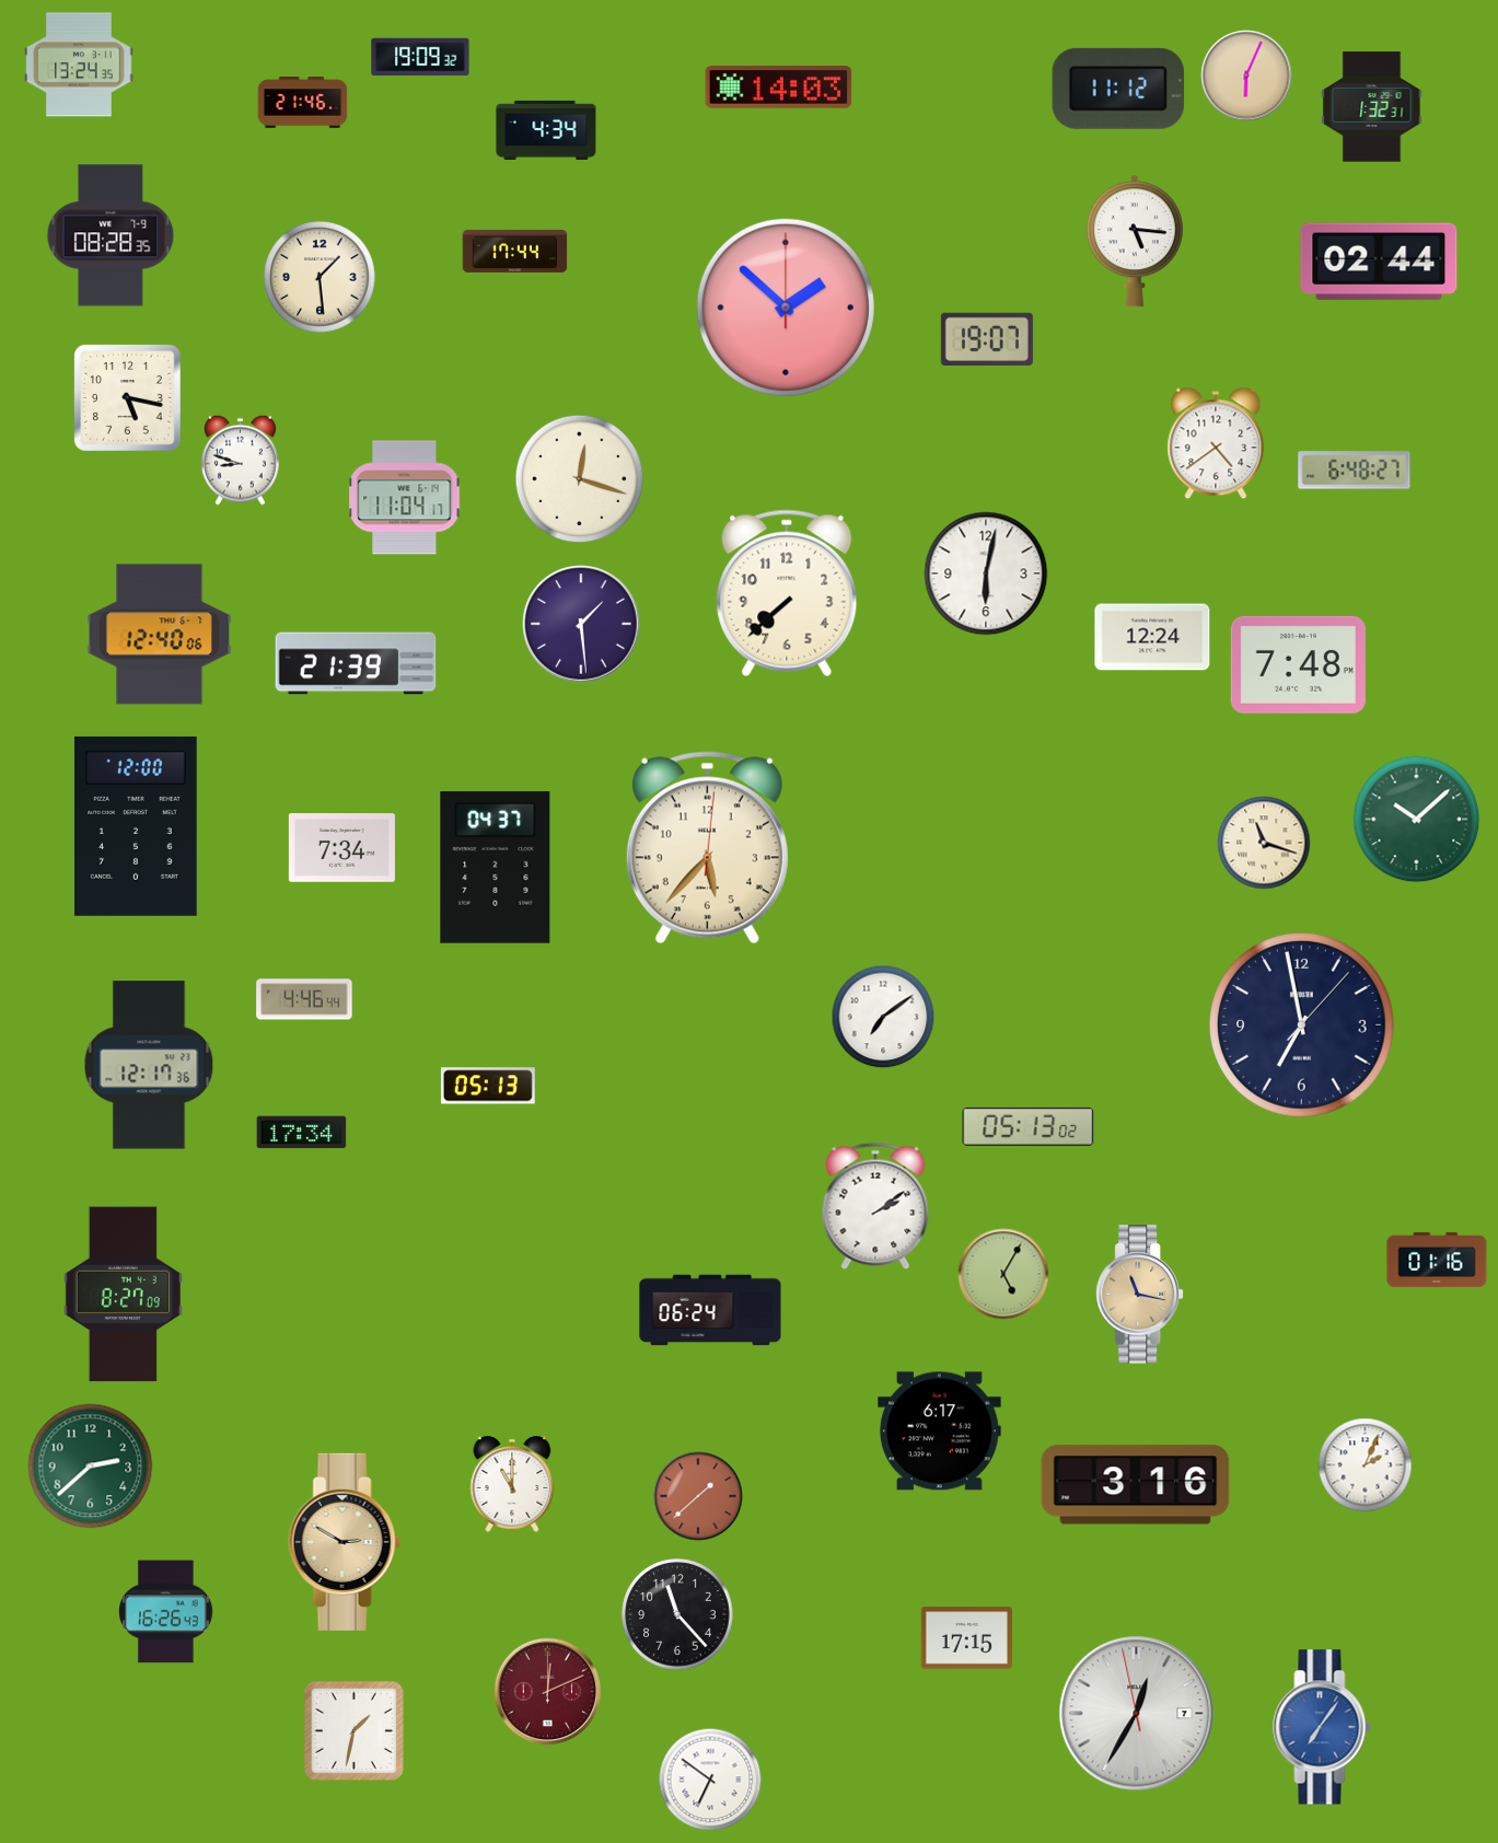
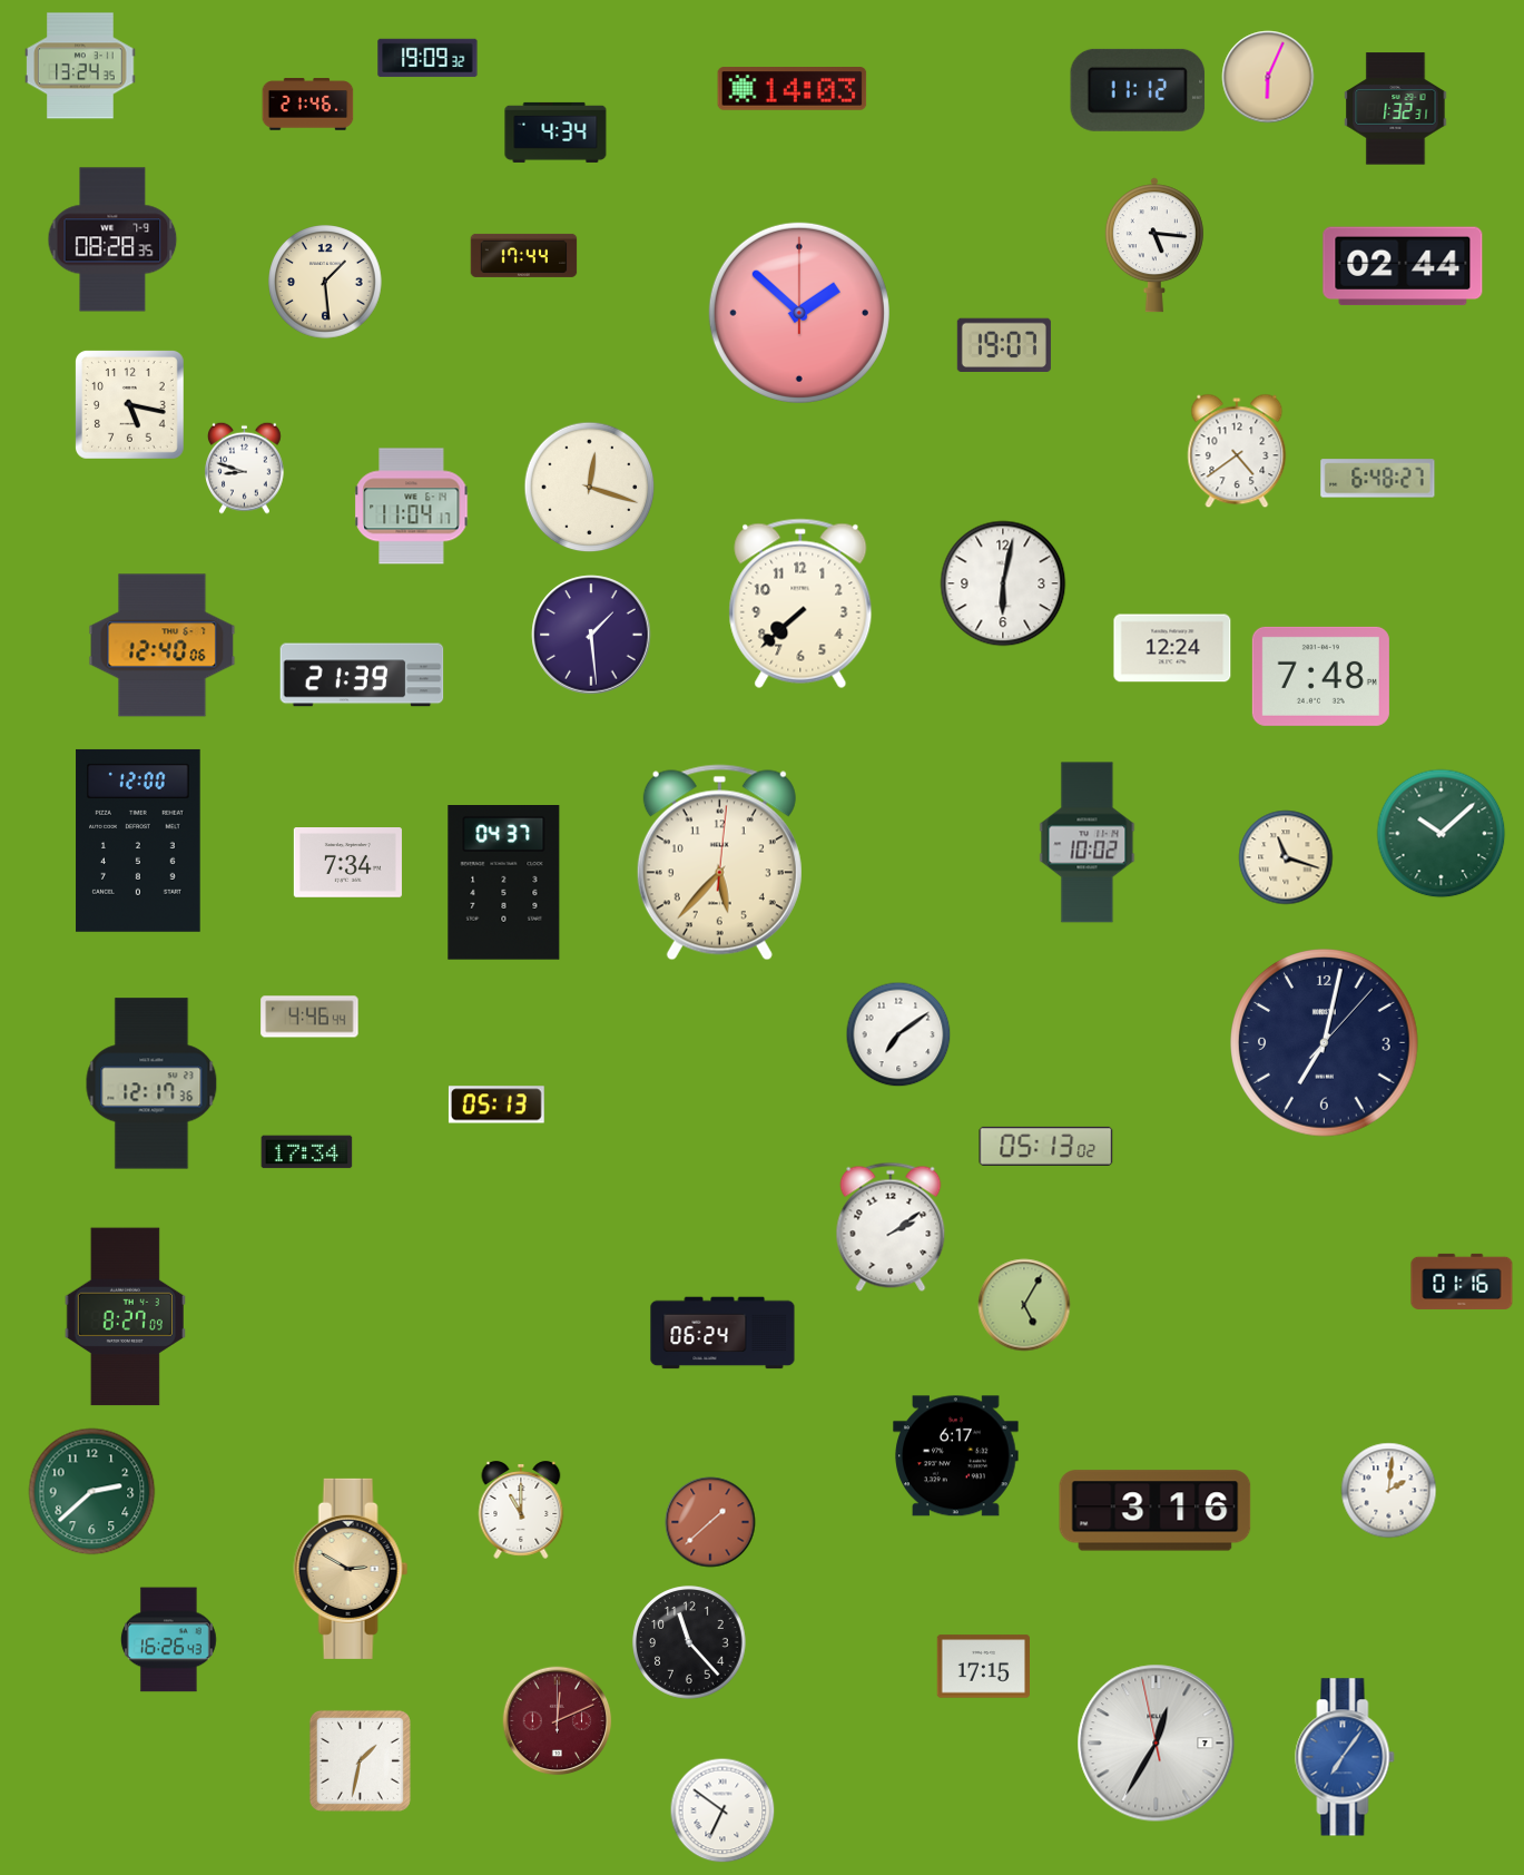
clock at (1088, 843): none -> 10:02
clock at (1302, 1025): 6:58 -> 7:02
clock at (1003, 1274) position: (1003, 1274) -> (1024, 1305)
clock at (1139, 1295): 11:17 -> none
clock at (1366, 1465): 2:04 -> 2:01
